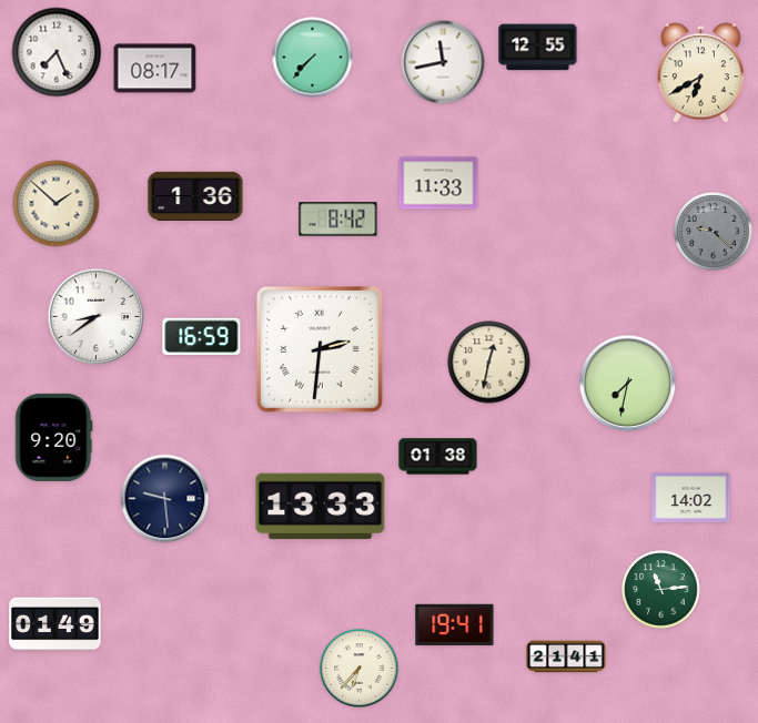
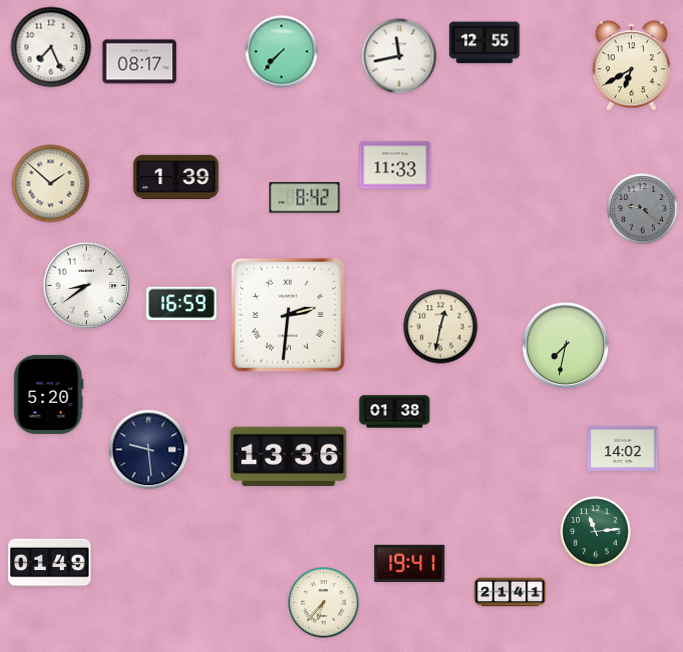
clock at (195, 195): 1:36 -> 1:39
clock at (54, 437): 9:20 -> 5:20
clock at (321, 507): 13:33 -> 13:36
